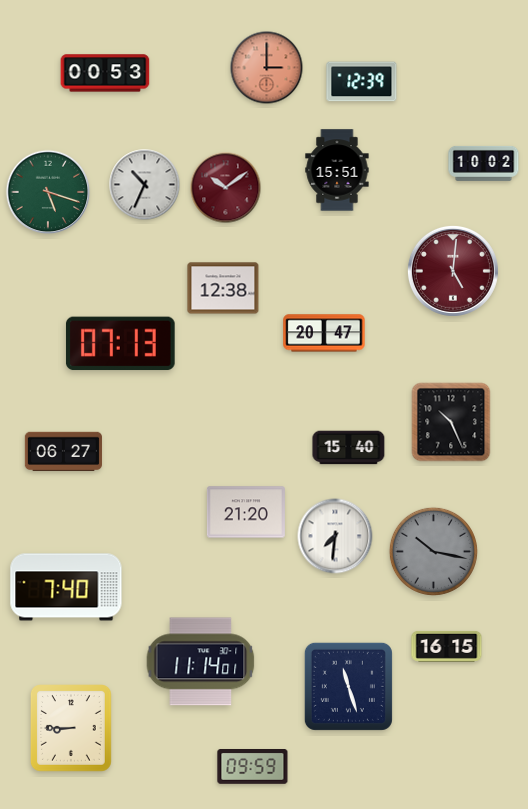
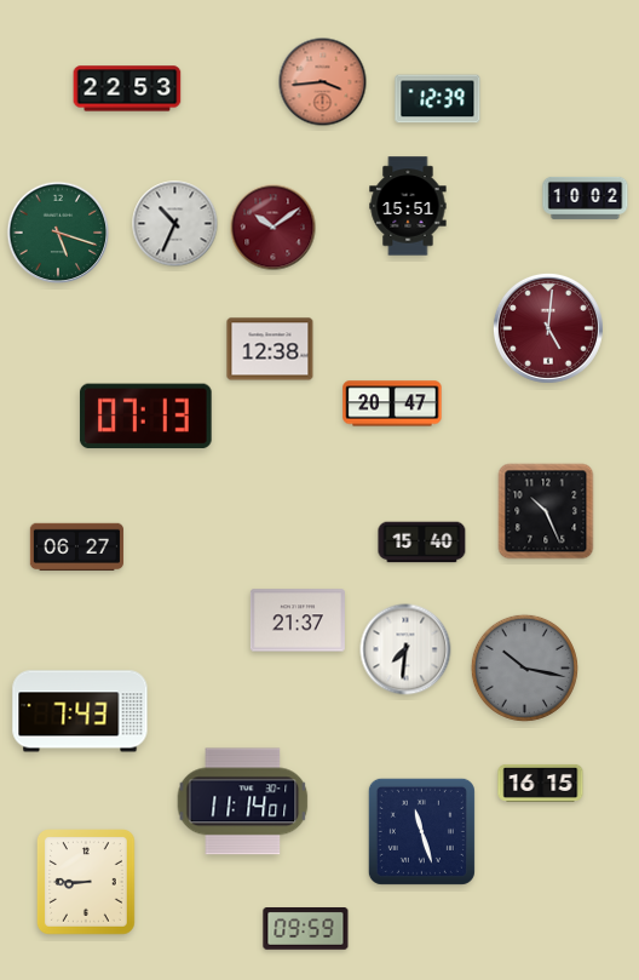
clock at (267, 68): 3:00 -> 3:44
clock at (105, 73): 00:53 -> 22:53
clock at (246, 512): 21:20 -> 21:37
clock at (66, 587): 7:40 -> 7:43
